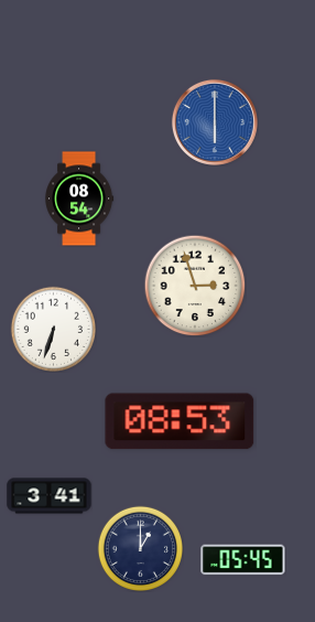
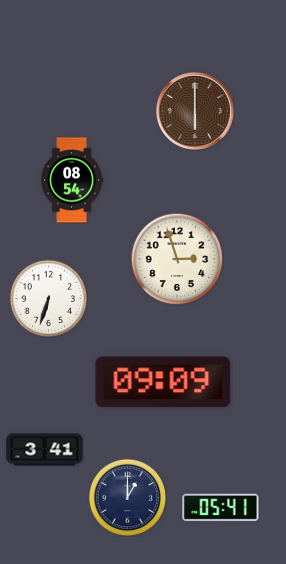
clock at (215, 122) dial: blue -> brown
clock at (180, 421): 08:53 -> 09:09
clock at (243, 560): 05:45 -> 05:41
